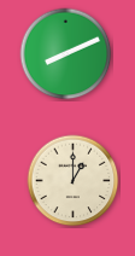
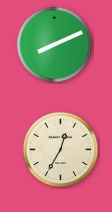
clock at (74, 181): 1:00 -> 12:35
